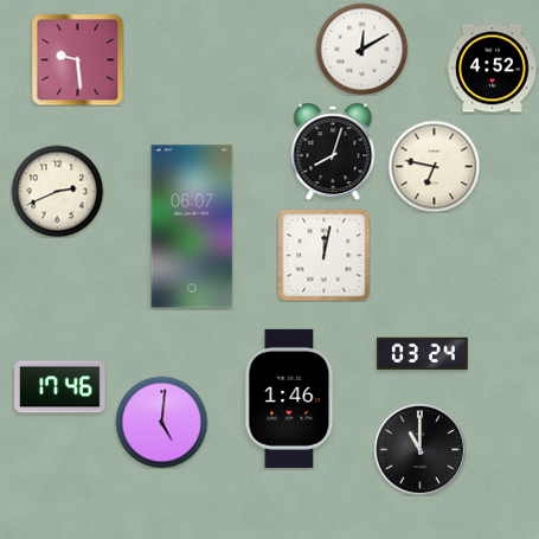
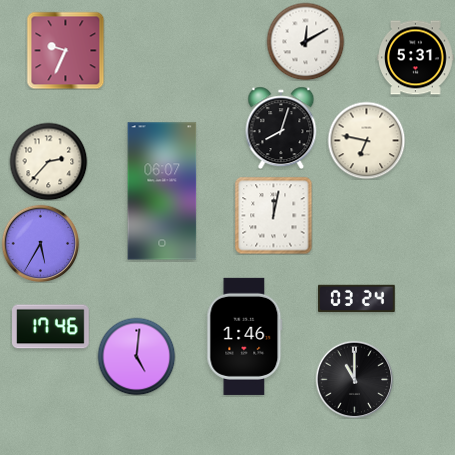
clock at (77, 59): 9:29 -> 9:34
clock at (493, 69): 4:52 -> 5:31
clock at (57, 191): 2:41 -> 2:37
clock at (40, 243): none -> 5:35
